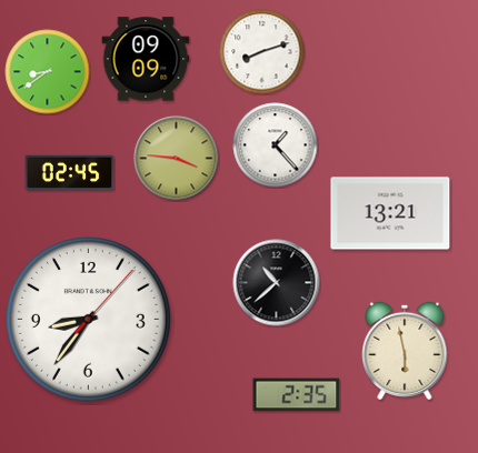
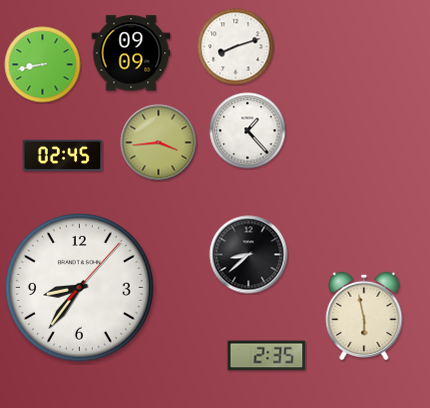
clock at (48, 72): 8:39 -> 8:43
clock at (177, 159): 3:46 -> 3:44
clock at (390, 213): 13:21 -> none
clock at (277, 283): 10:38 -> 8:38
